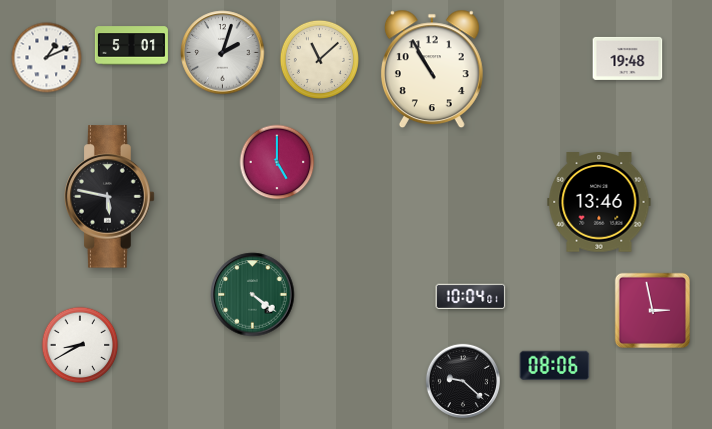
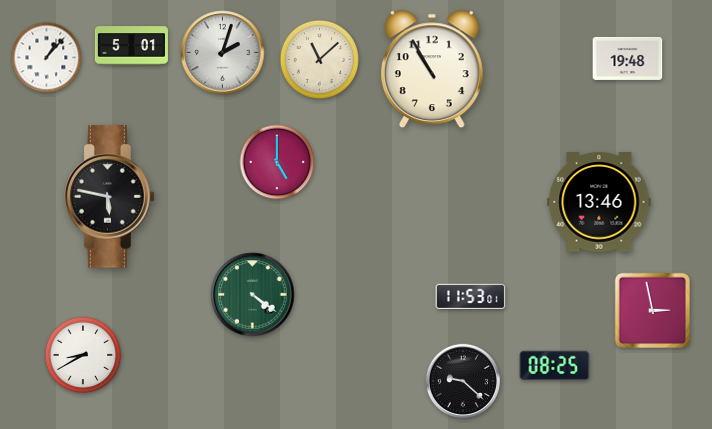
clock at (47, 58): 1:11 -> 1:07
clock at (471, 296): 10:04 -> 11:53
clock at (80, 345) position: (80, 345) -> (83, 355)
clock at (555, 366): 08:06 -> 08:25
